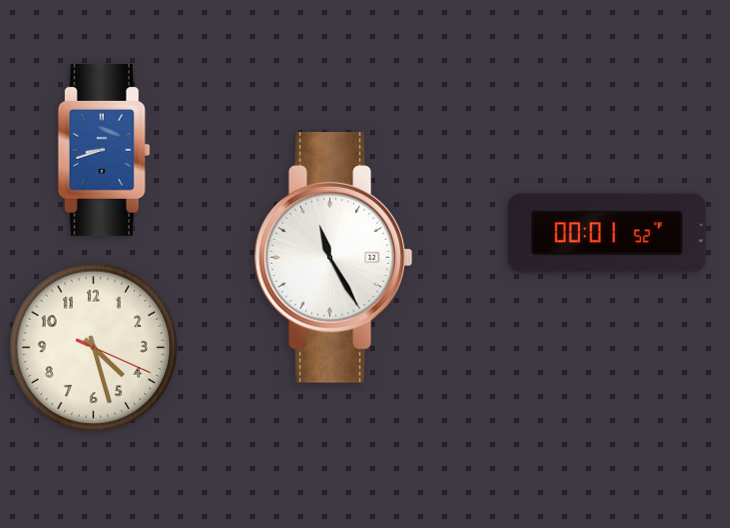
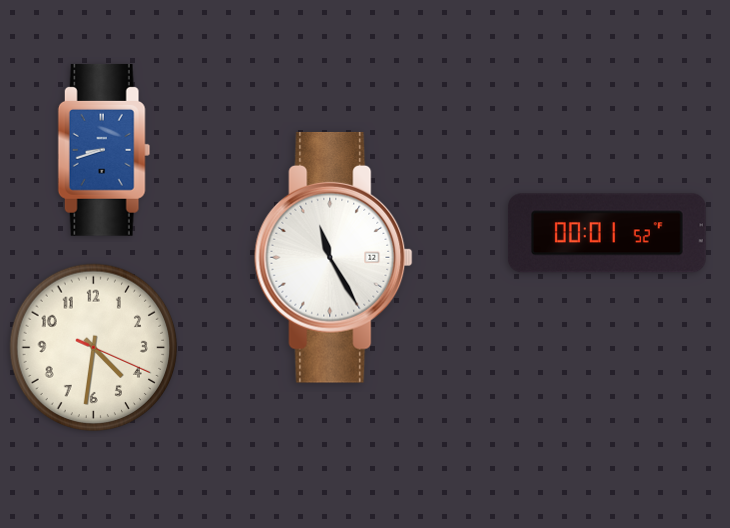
clock at (94, 348): 4:27 -> 4:31
